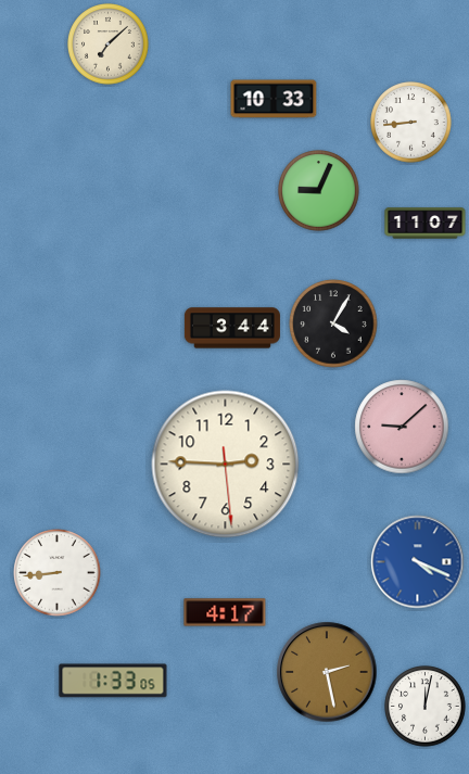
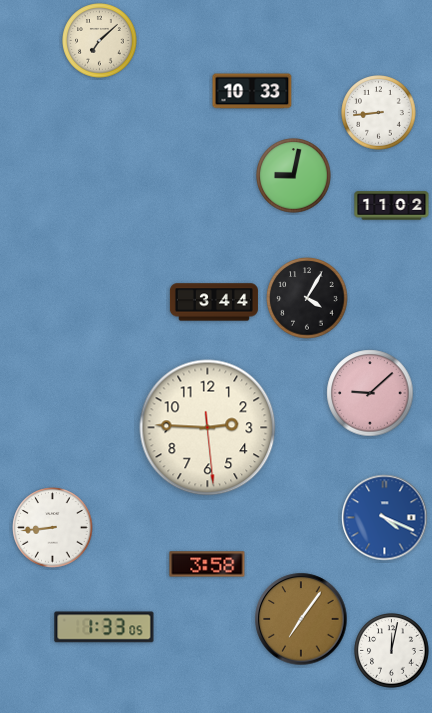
clock at (319, 191): 9:04 -> 9:02
clock at (426, 224): 11:07 -> 11:02
clock at (225, 612): 4:17 -> 3:58
clock at (327, 672): 2:28 -> 7:06
